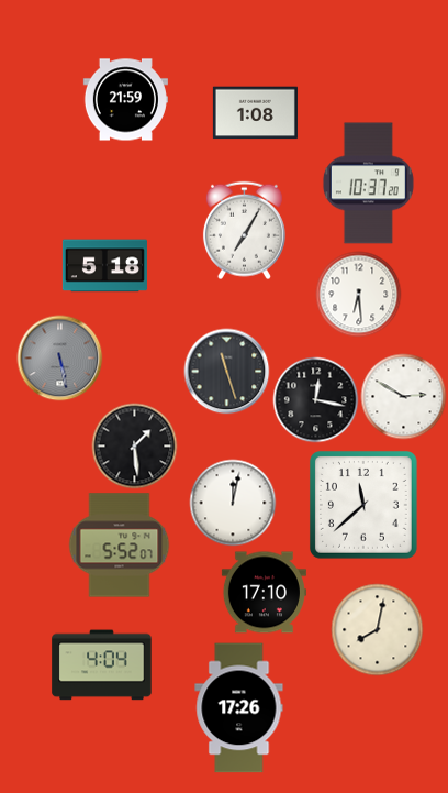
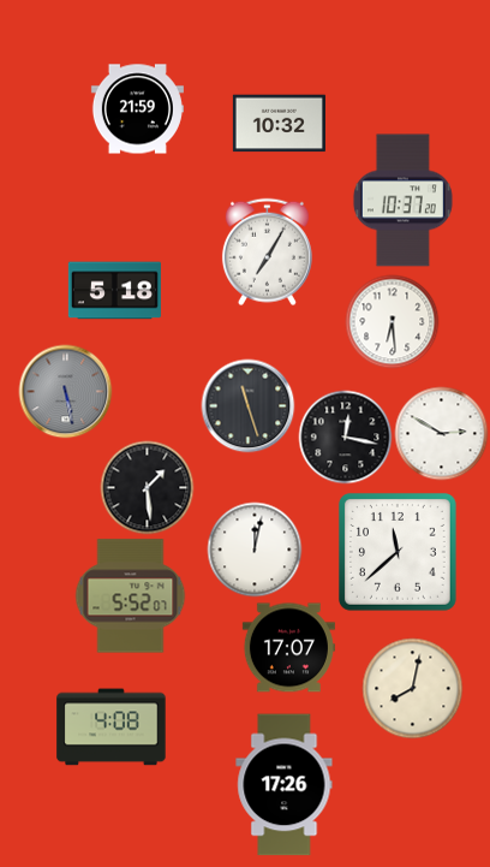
clock at (255, 113): 1:08 -> 10:32
clock at (264, 593): 17:10 -> 17:07
clock at (102, 665): 4:04 -> 4:08
clock at (239, 708) position: (239, 708) -> (285, 785)
